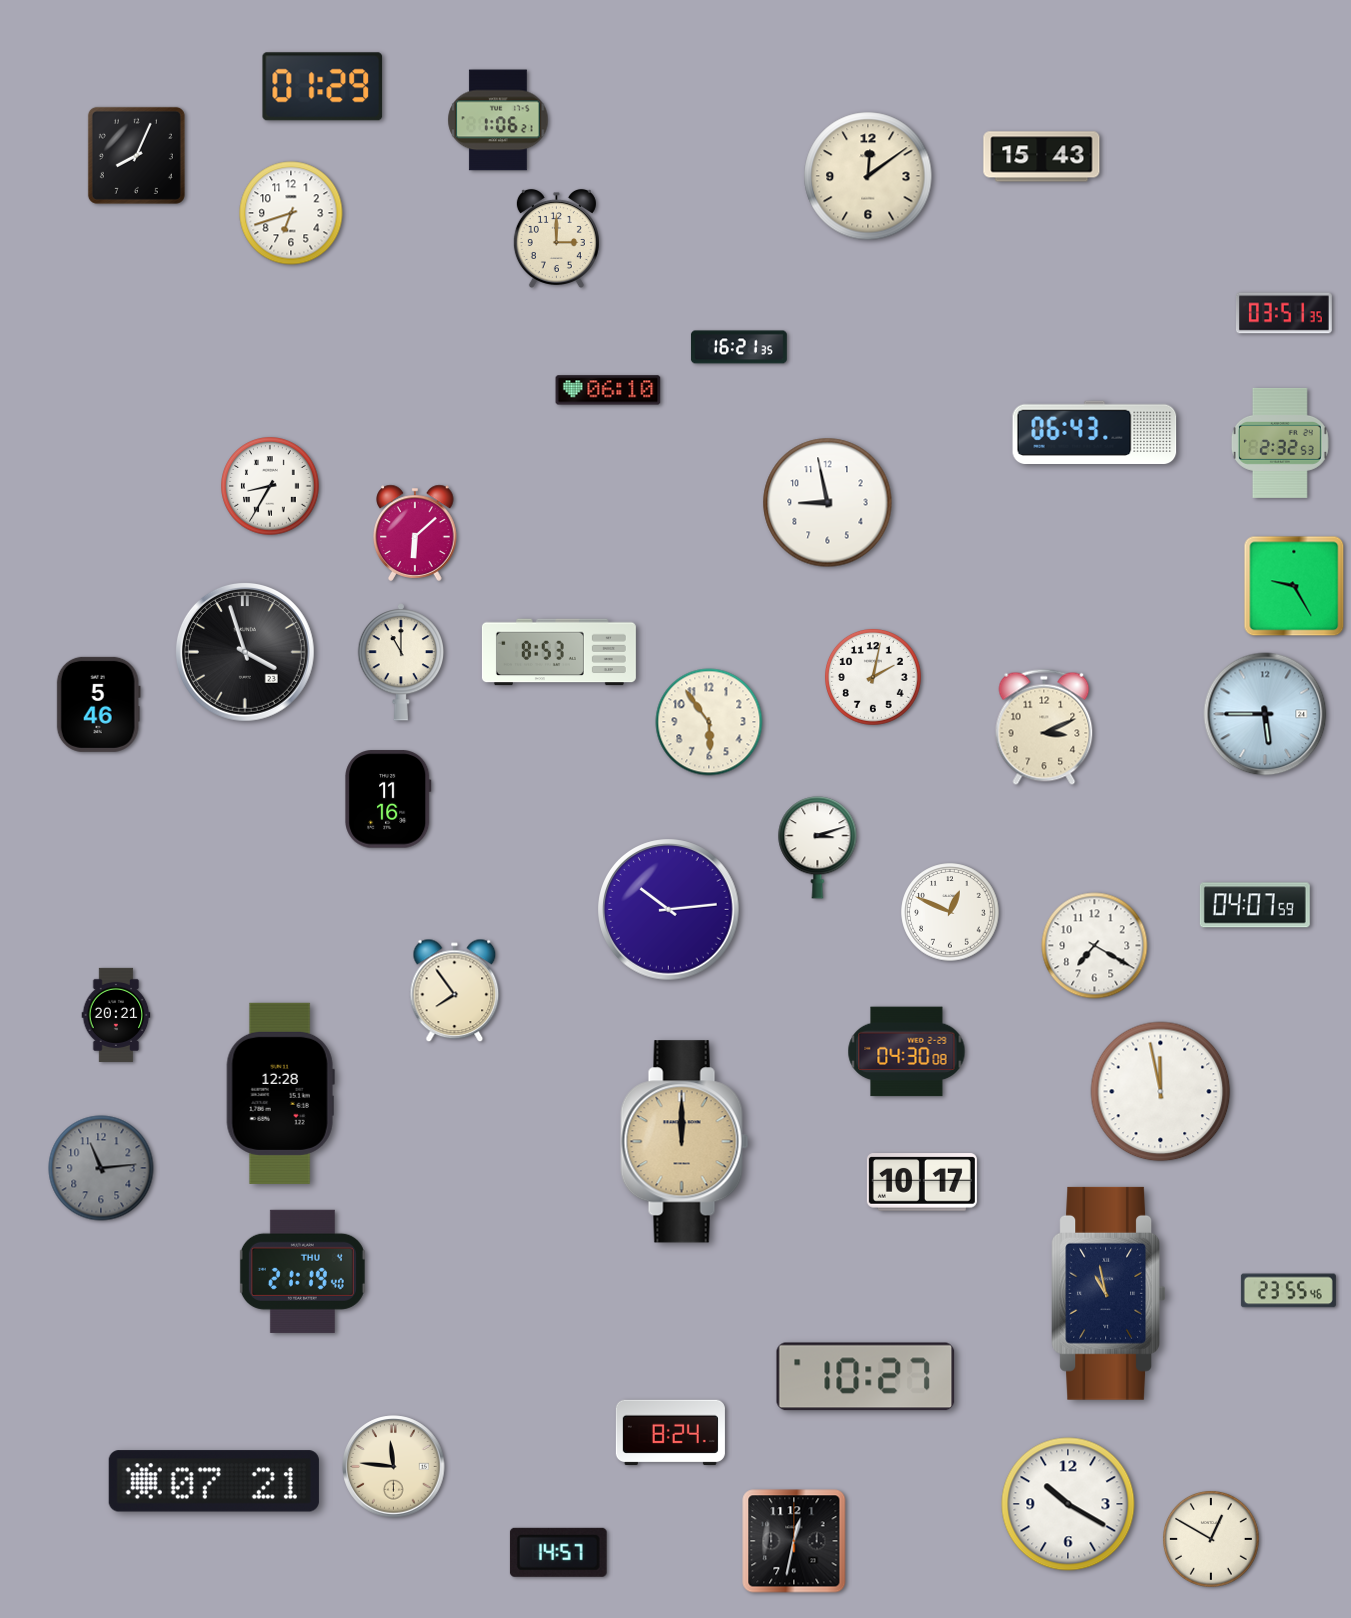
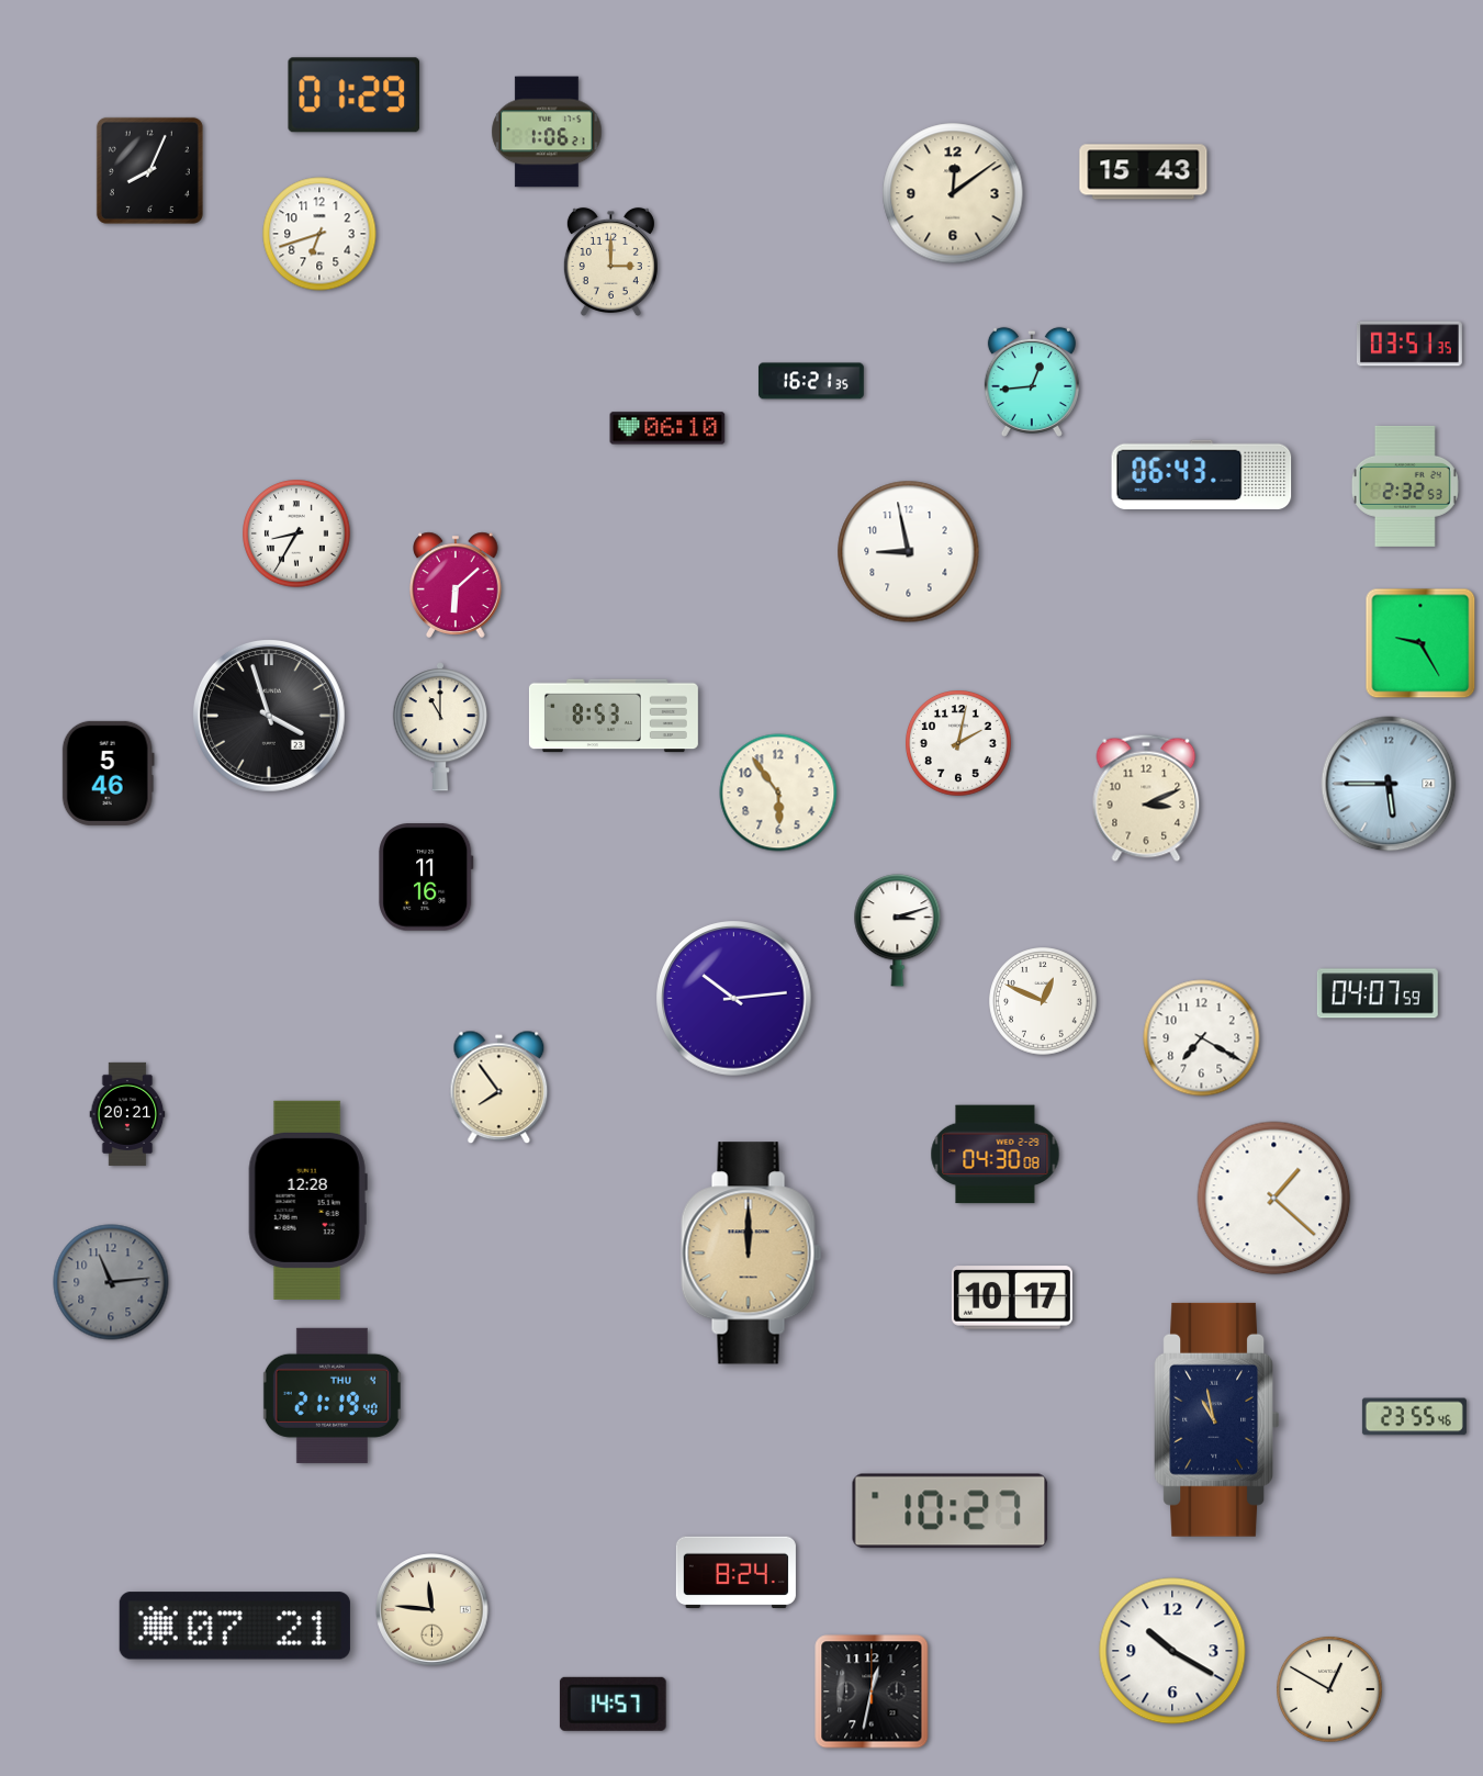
clock at (1032, 382): none -> 12:44
clock at (1161, 1092): 11:58 -> 1:22
